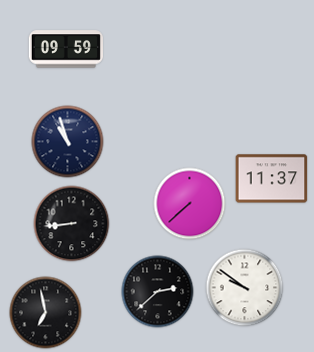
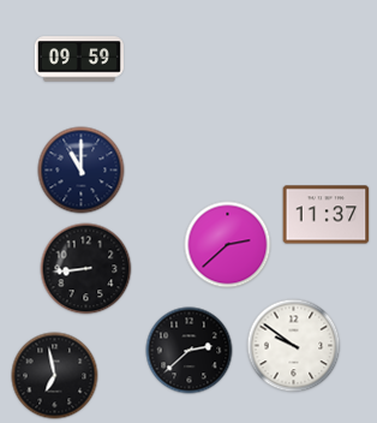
clock at (68, 142): 10:57 -> 11:00
clock at (190, 204): 7:38 -> 2:38
